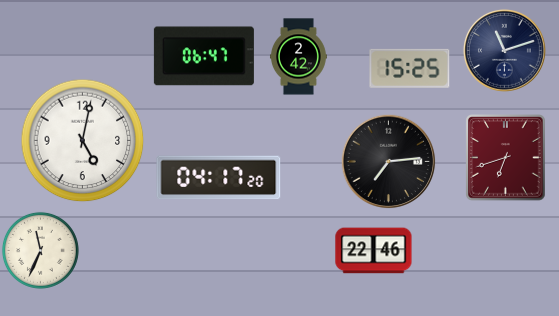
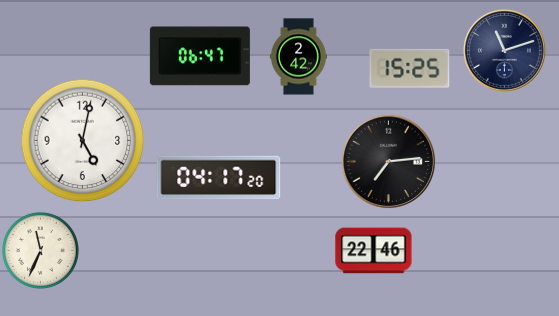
clock at (204, 56) position: (204, 56) -> (200, 56)
clock at (506, 158): 6:42 -> none
